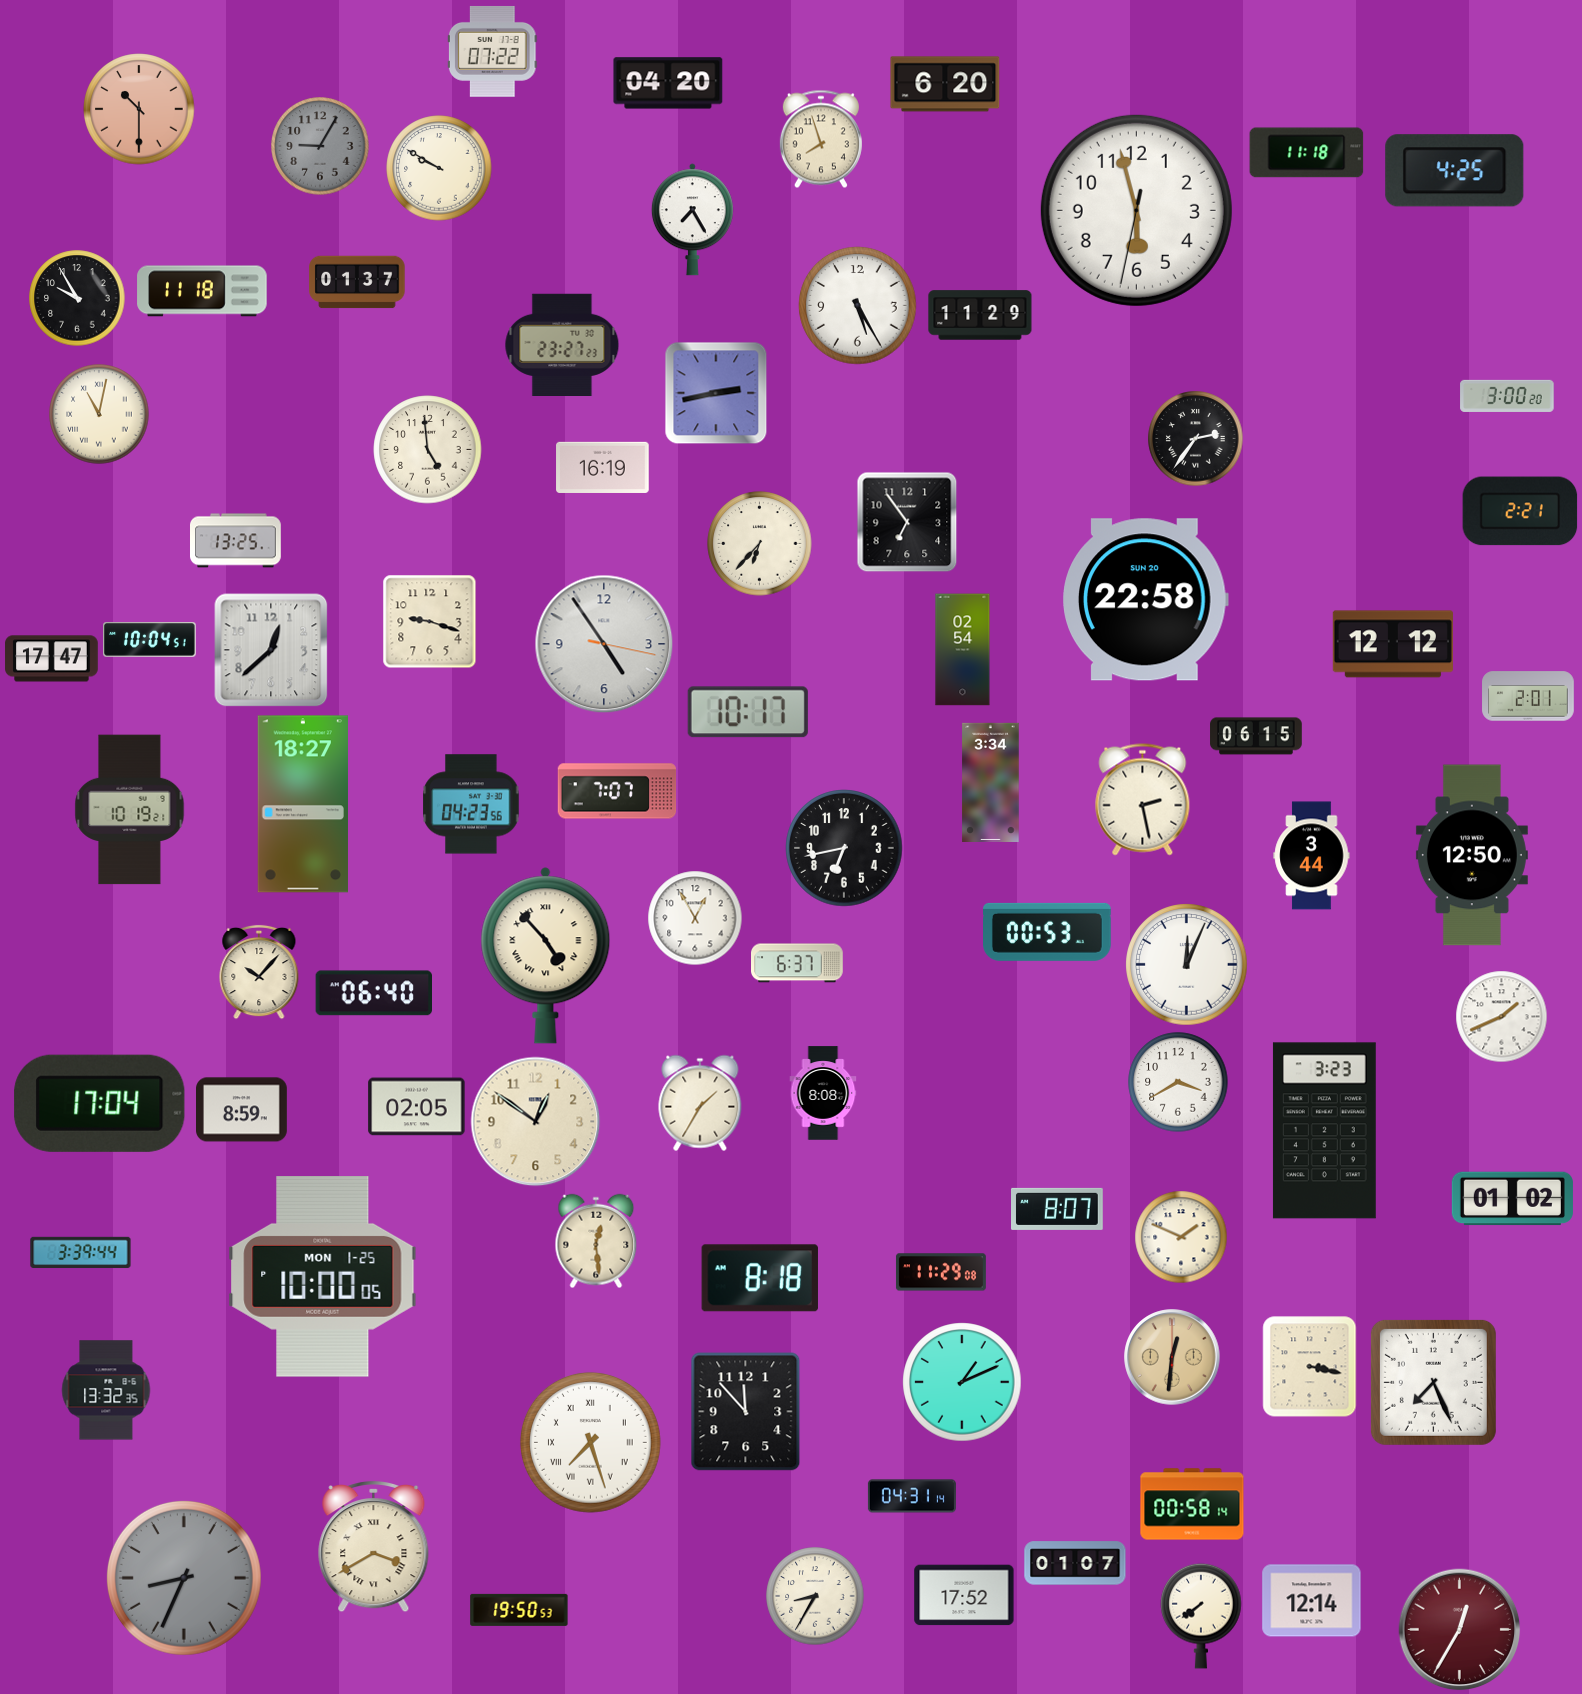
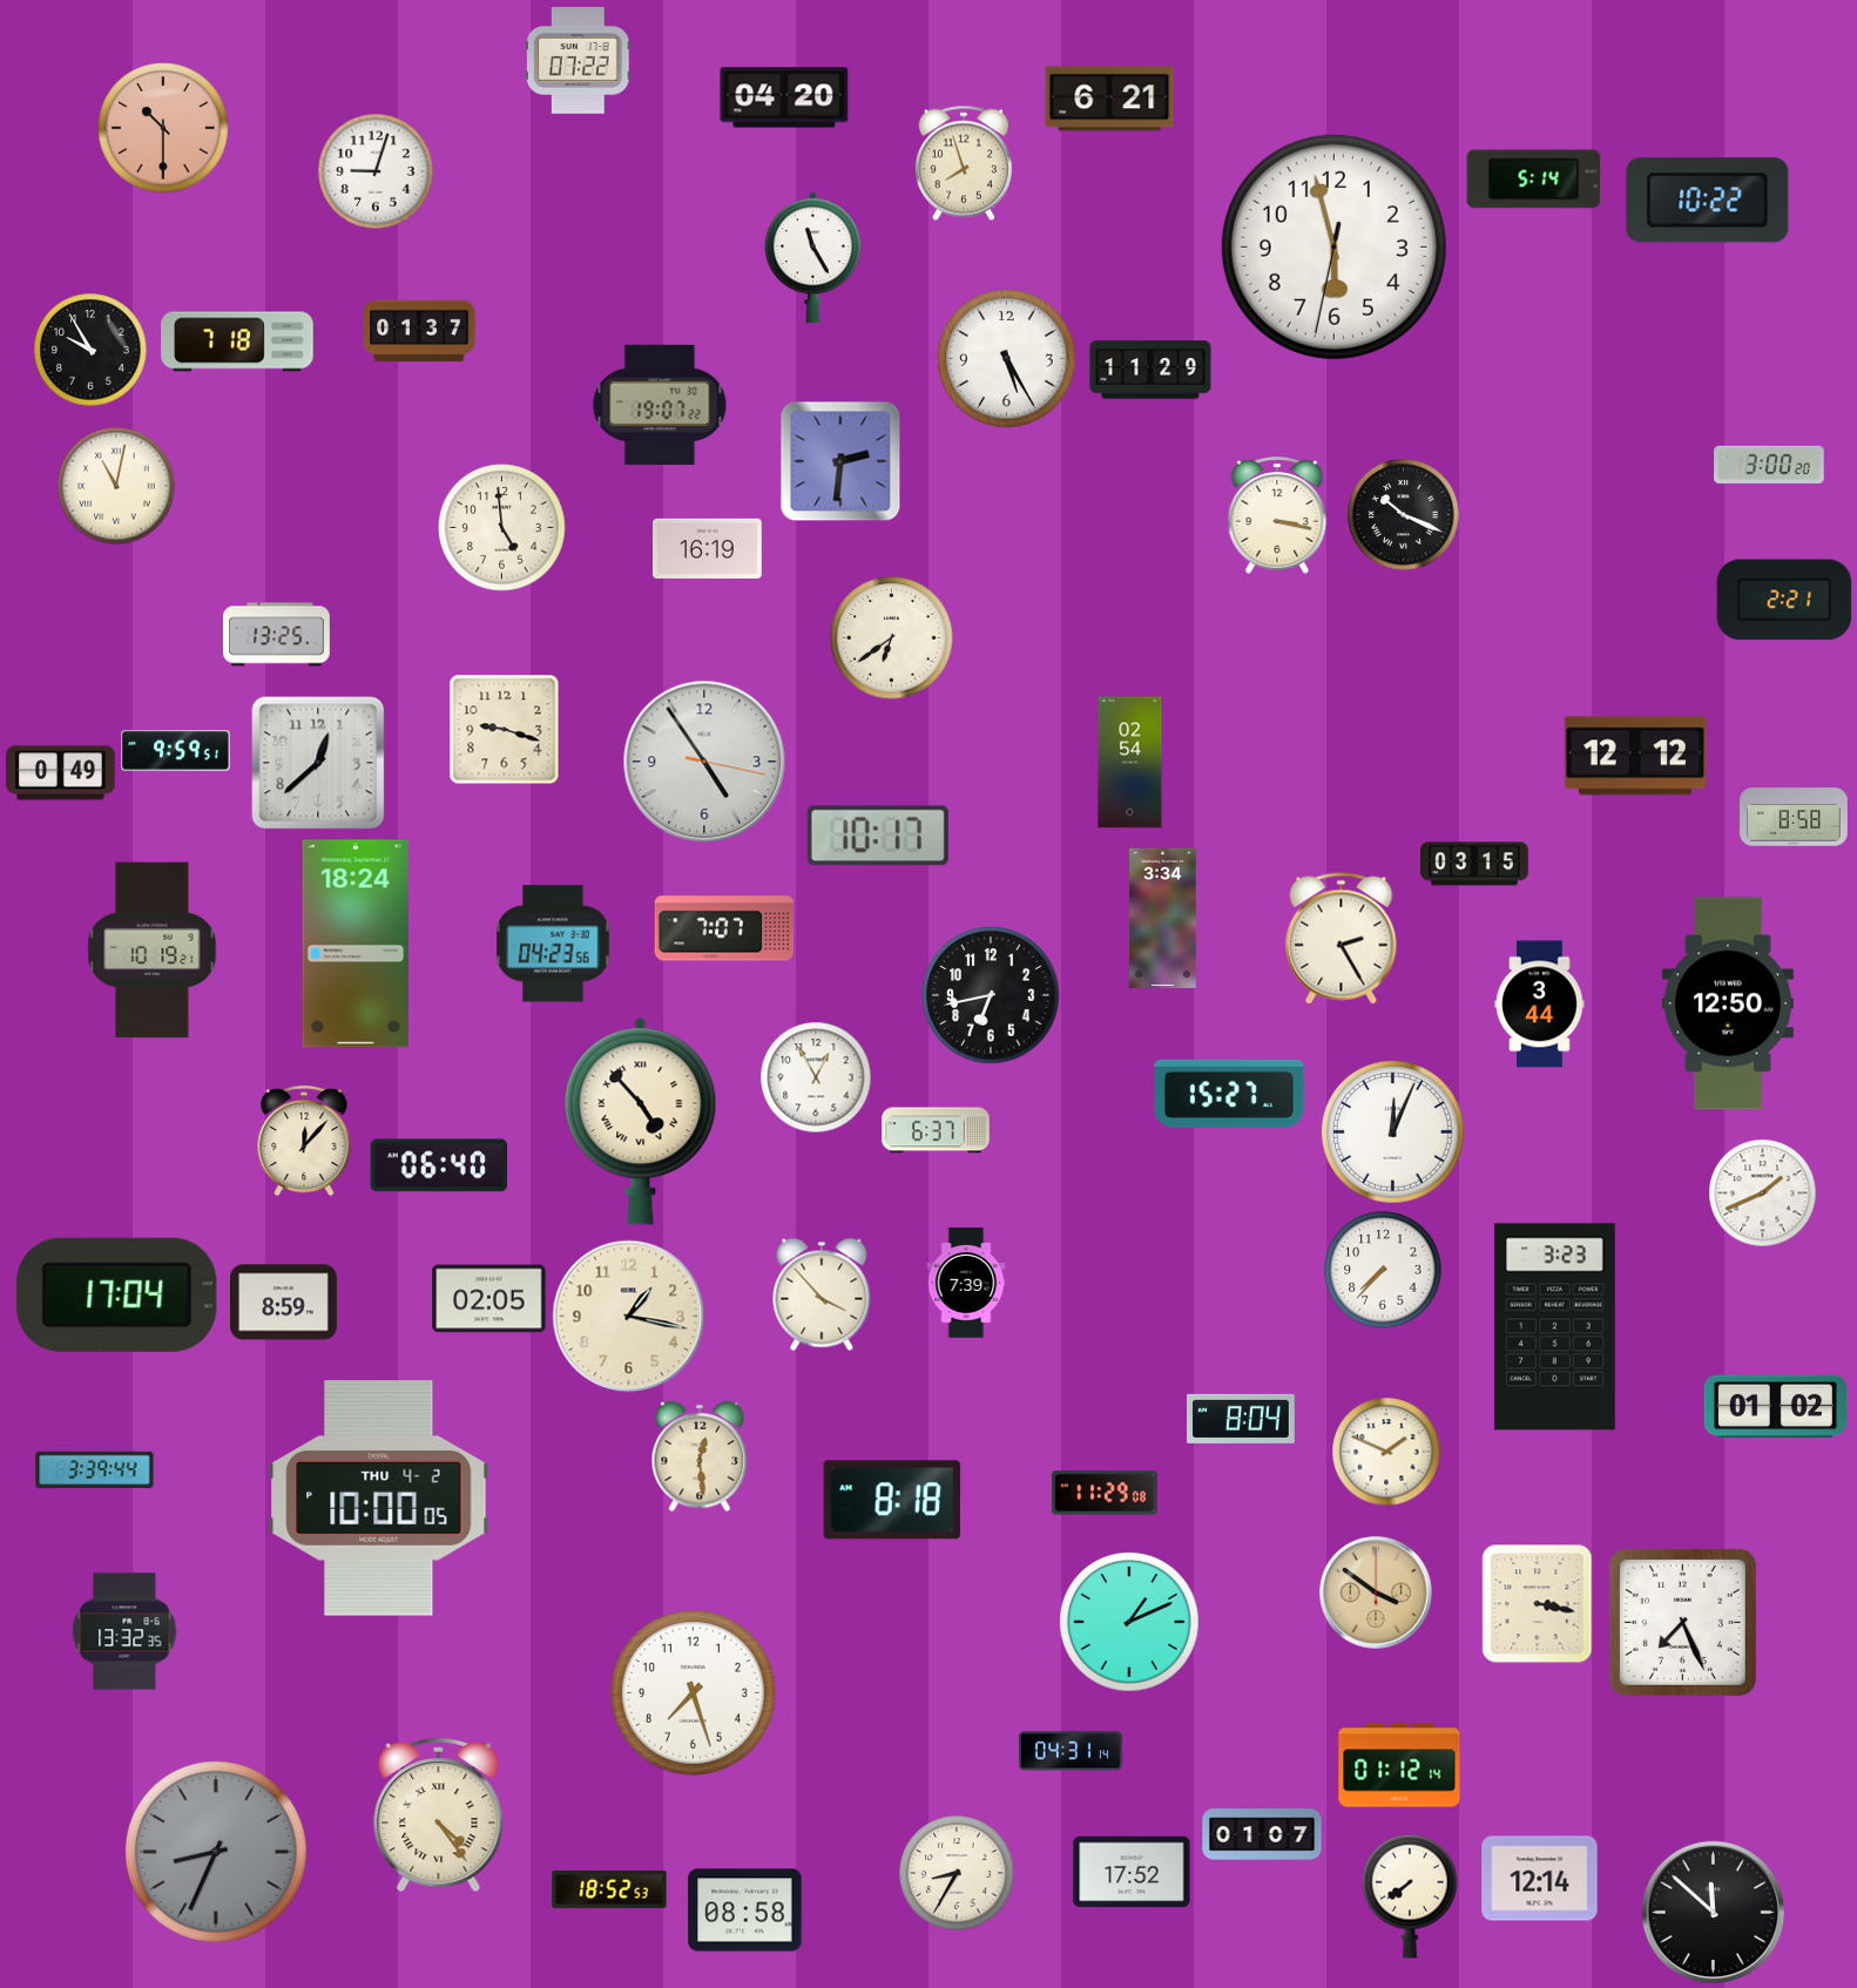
clock at (945, 84): 6:20 -> 6:21
clock at (320, 146): 9:05 -> 9:03
clock at (320, 146) dial: grey -> white
clock at (1307, 153): 11:18 -> 5:14
clock at (439, 168): 9:50 -> none
clock at (1455, 171): 4:25 -> 10:22
clock at (692, 220): 7:25 -> 11:25
clock at (202, 291): 11:18 -> 7:18
clock at (562, 344): 23:27 -> 19:07
clock at (716, 393): 2:43 -> 2:31
clock at (1277, 515): none -> 3:17
clock at (1196, 439): 2:36 -> 10:19
clock at (907, 522): 6:54 -> none
clock at (760, 544): 6:37 -> 6:39
clock at (1146, 600): 22:58 -> none
clock at (150, 640): 10:04 -> 9:59
clock at (604, 644) position: (604, 644) -> (704, 762)
clock at (52, 659): 17:47 -> 0:49
clock at (1528, 696): 2:01 -> 8:58
clock at (1256, 736): 06:15 -> 03:15
clock at (1143, 800): 2:28 -> 2:25
clock at (303, 804): 18:27 -> 18:24
clock at (1048, 932): 00:53 -> 15:27
clock at (259, 972): 10:07 -> 12:07
clock at (1178, 1082): 3:40 -> 7:37
clock at (823, 1093): 8:08 -> 7:39
clock at (700, 1103): 1:35 -> 3:53
clock at (536, 1122): 12:51 -> 1:17
clock at (1058, 1209): 8:07 -> 8:04
clock at (323, 1277) date: MON 1-25 -> THU 4-2
clock at (1172, 1357): 12:31 -> 3:51
clock at (746, 1412): 11:53 -> none
clock at (590, 1442) numerals: Roman -> Arabic
clock at (912, 1496) position: (912, 1496) -> (1071, 1751)
clock at (1192, 1504): 00:58 -> 01:12
clock at (374, 1547): 3:40 -> 4:24
clock at (519, 1610): 19:50 -> 18:52
clock at (745, 1911): none -> 08:58
clock at (1460, 1630): 12:35 -> 11:52
clock at (1460, 1630) dial: burgundy -> black
